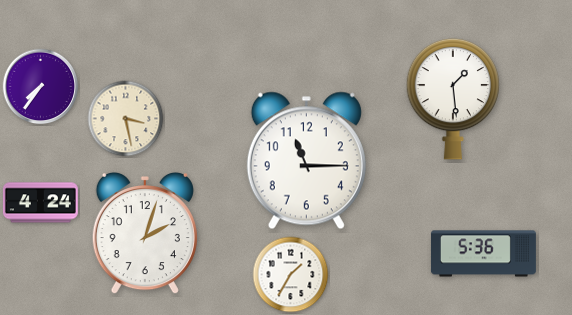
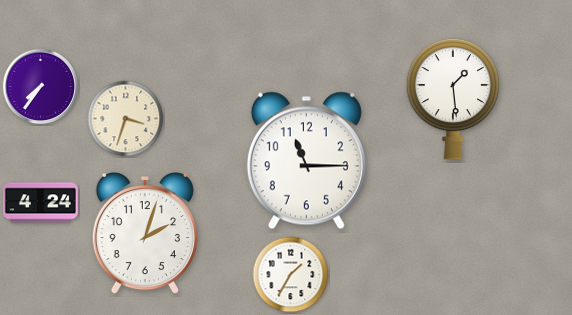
clock at (126, 119): 3:28 -> 3:33
clock at (483, 254): 5:36 -> none
